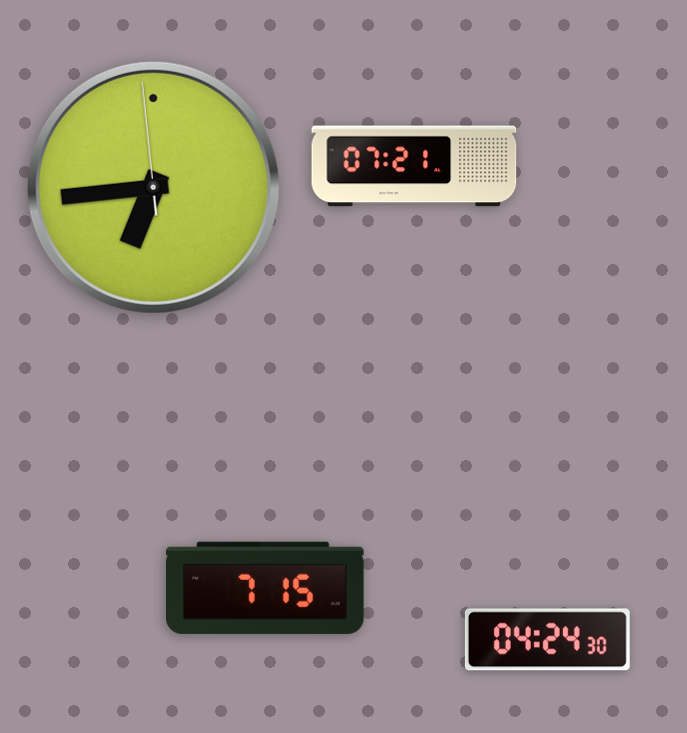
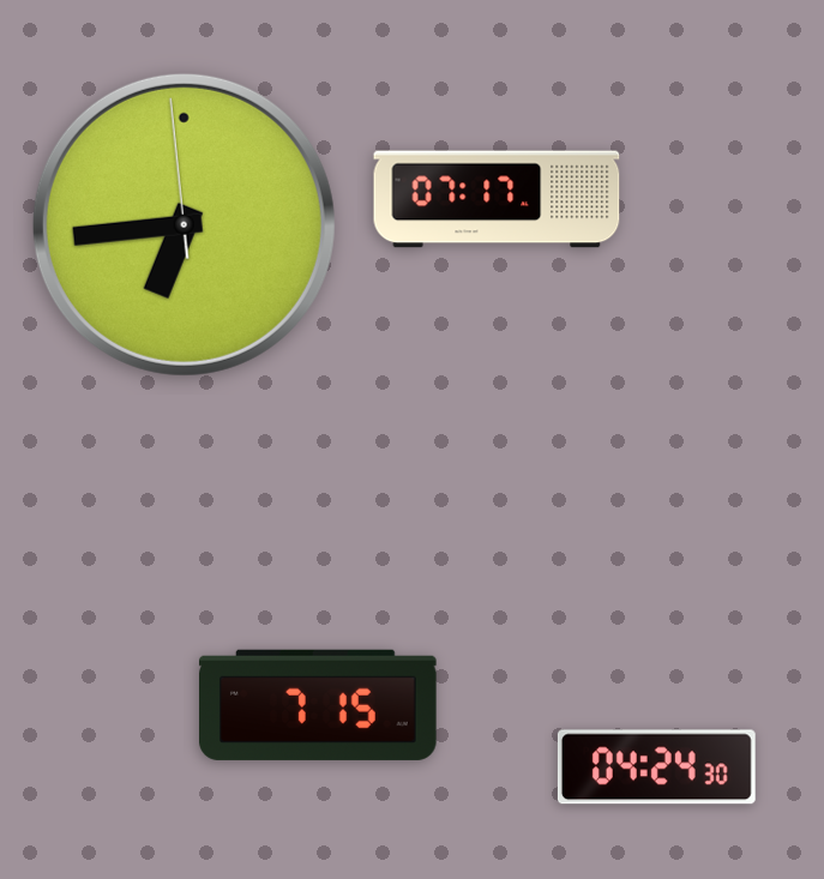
clock at (414, 166): 07:21 -> 07:17
